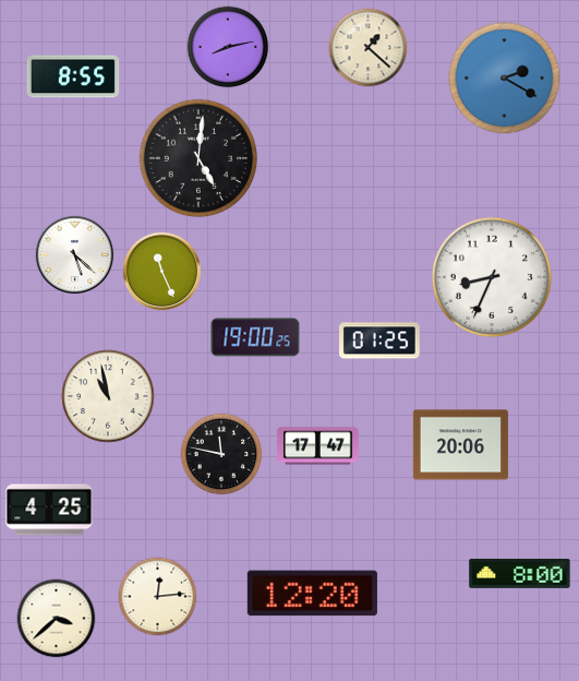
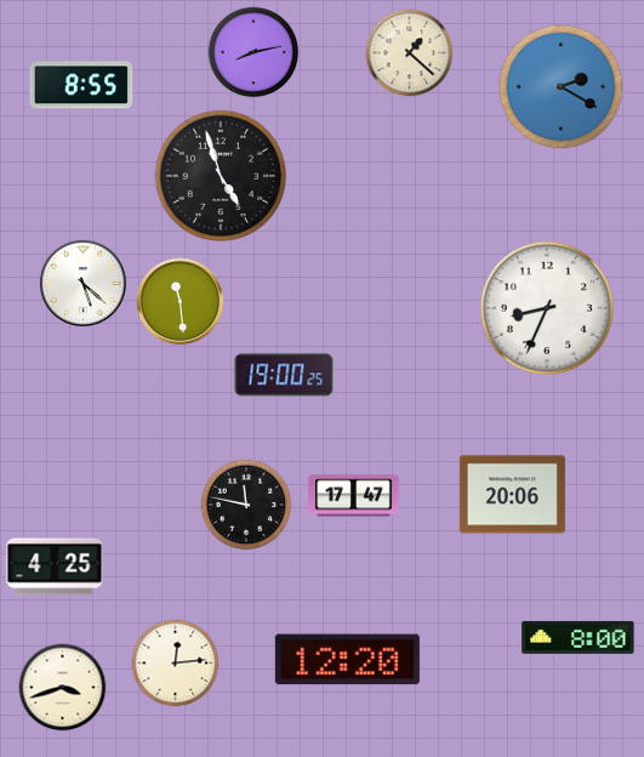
clock at (197, 157): 5:01 -> 4:57
clock at (161, 271): 11:26 -> 11:29
clock at (381, 340): 01:25 -> none
clock at (108, 396): 10:58 -> none
clock at (57, 619): 3:38 -> 3:42
